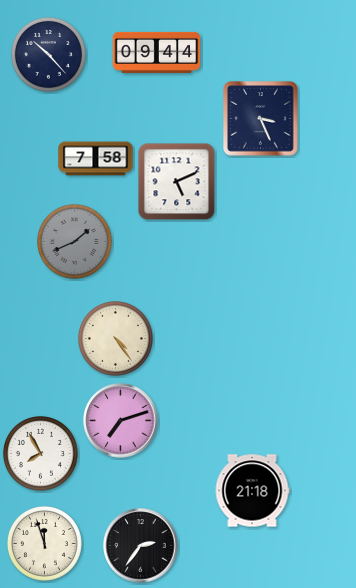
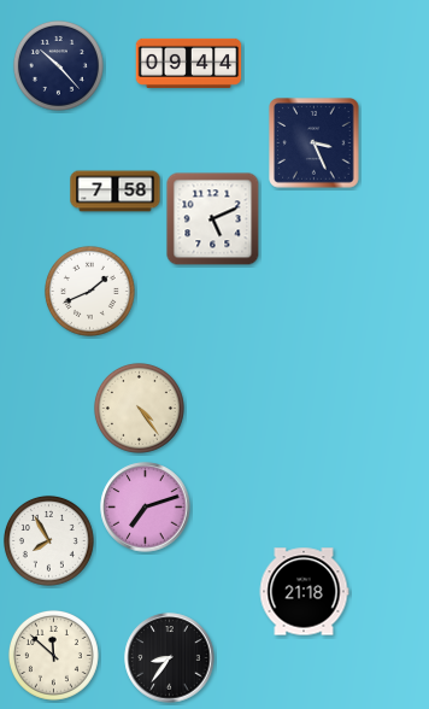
clock at (74, 241) dial: grey -> white
clock at (40, 453) position: (40, 453) -> (48, 540)
clock at (44, 543): 11:57 -> 11:52
clock at (141, 546): 2:36 -> 8:36
